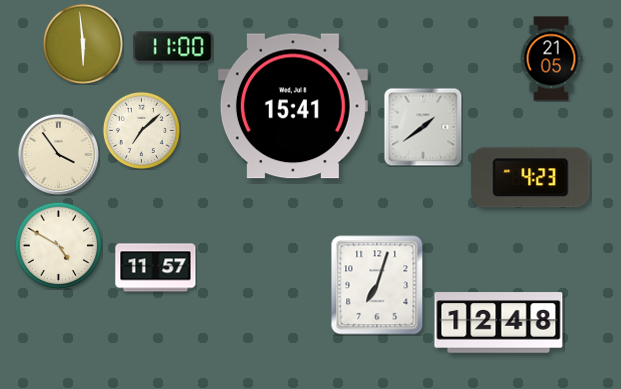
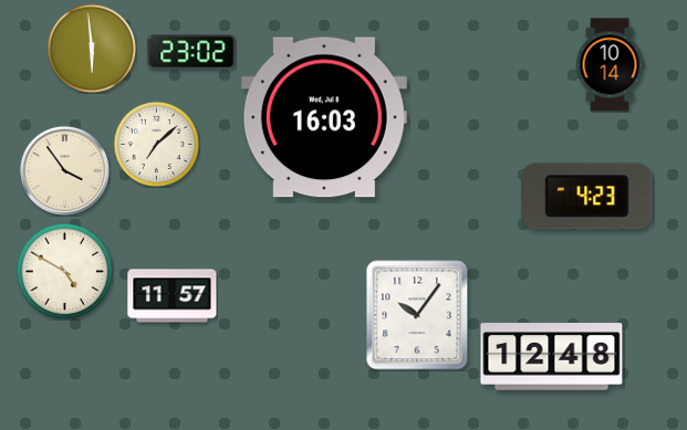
clock at (173, 47): 11:00 -> 23:02
clock at (551, 59): 21:05 -> 10:14
clock at (293, 106): 15:41 -> 16:03
clock at (423, 127): 1:39 -> none
clock at (377, 285): 7:03 -> 10:06
